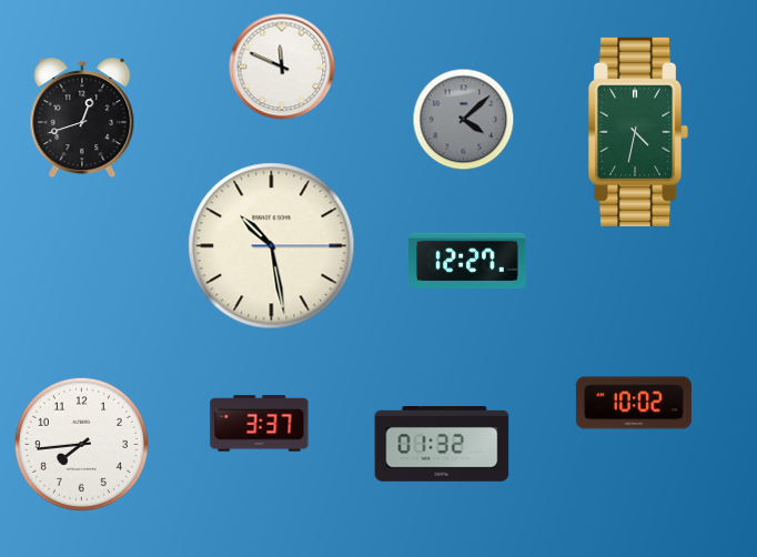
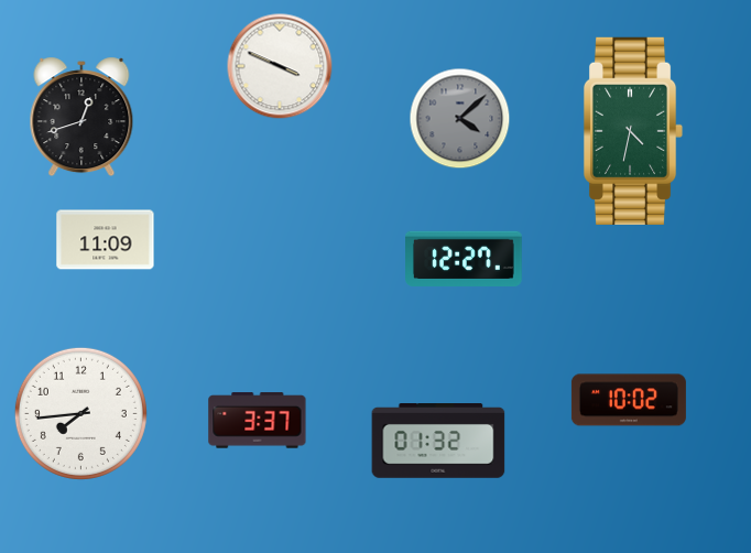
clock at (282, 67): 11:49 -> 3:49
clock at (106, 240): none -> 11:09
clock at (272, 246): 10:28 -> none
clock at (81, 444) position: (81, 444) -> (80, 413)
